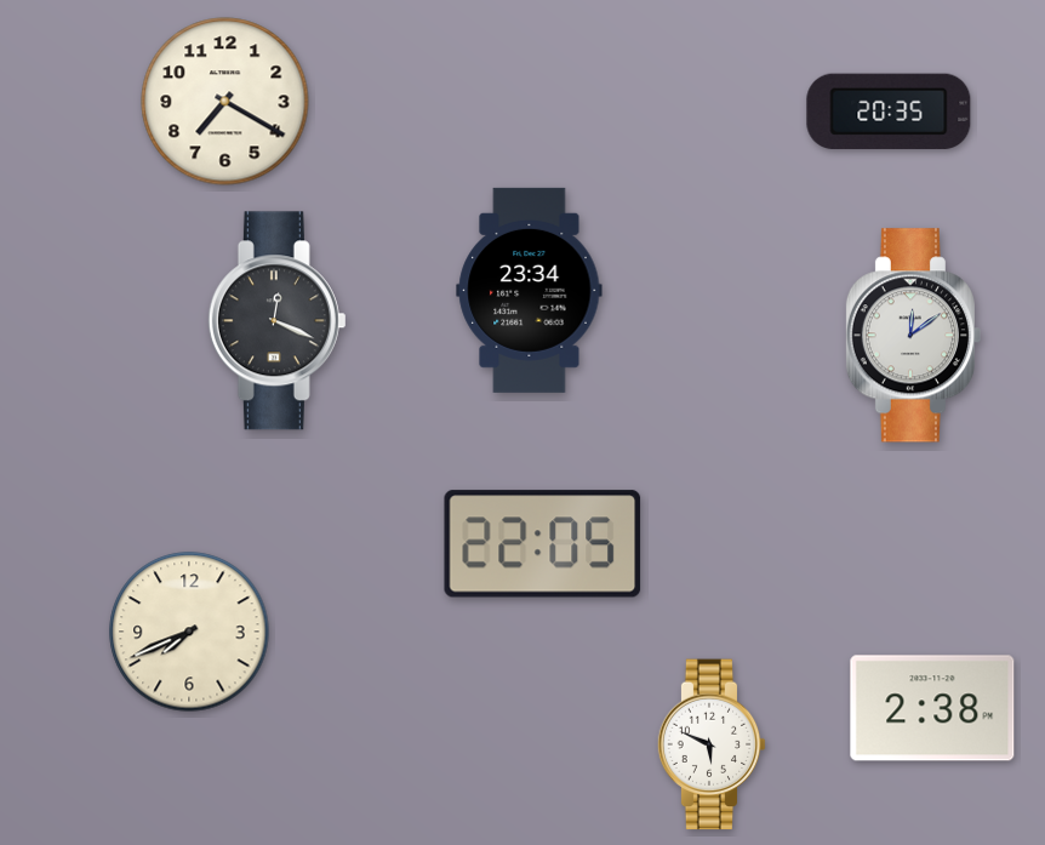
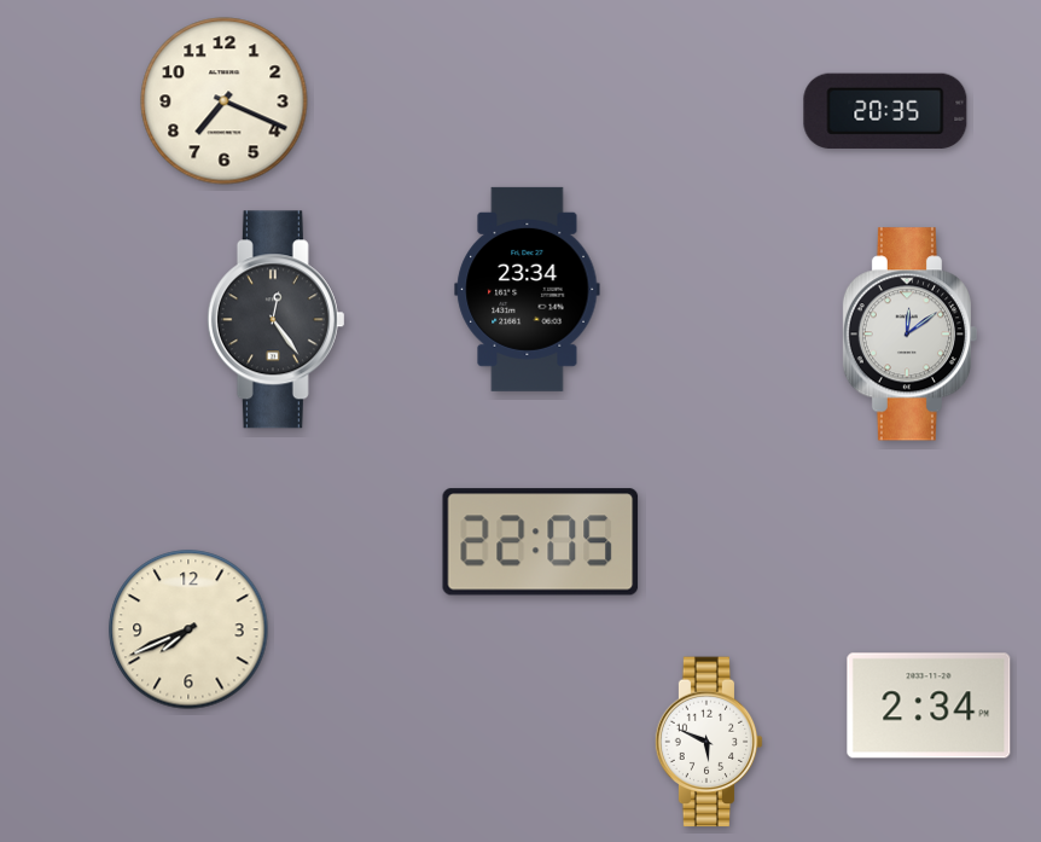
clock at (225, 102): 7:20 -> 7:19
clock at (276, 321): 12:19 -> 12:24
clock at (932, 708): 2:38 -> 2:34
